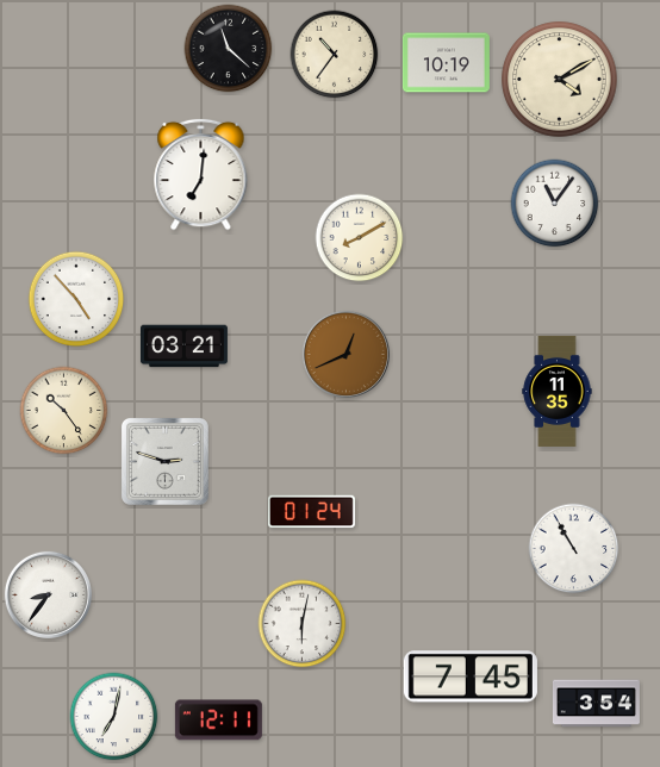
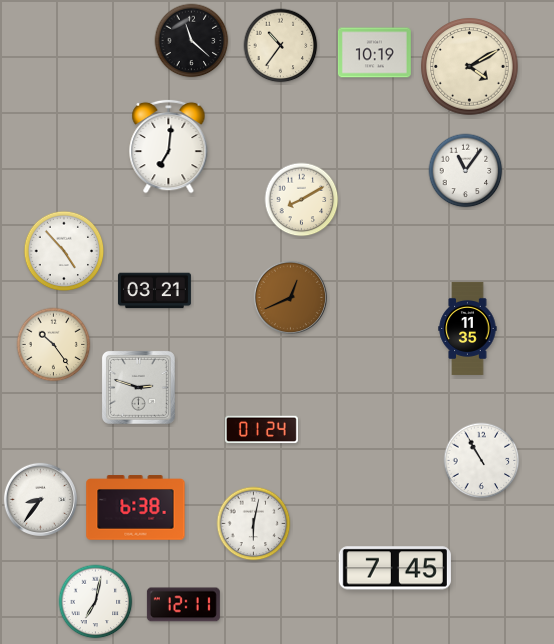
clock at (136, 508): none -> 6:38
clock at (596, 704): 3:54 -> none
